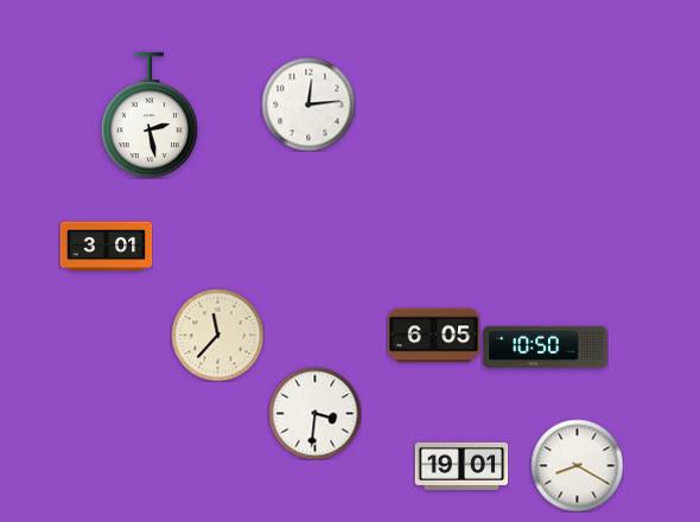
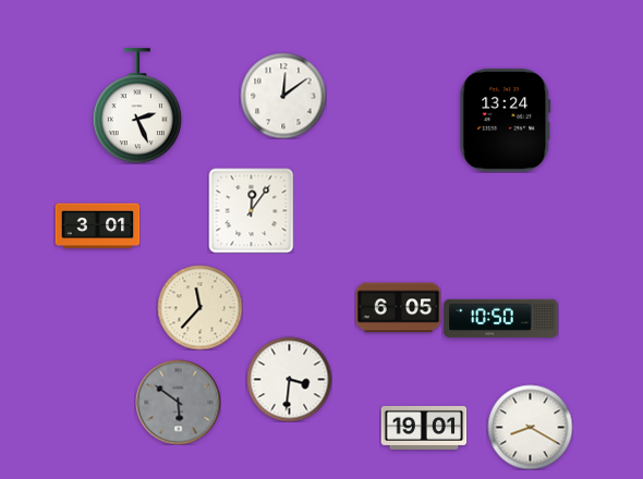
clock at (308, 104): 12:14 -> 12:09
clock at (149, 115): 2:28 -> 2:26
clock at (506, 120): none -> 13:24
clock at (251, 210): none -> 12:06
clock at (178, 402): none -> 5:51
